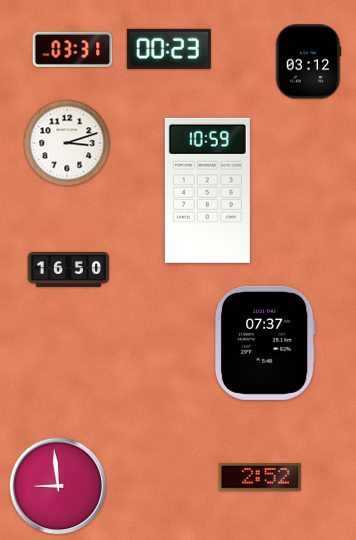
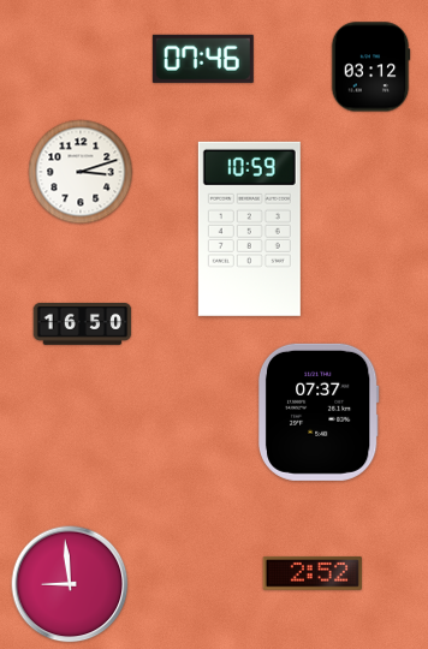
clock at (73, 49): 03:31 -> none
clock at (169, 49): 00:23 -> 07:46
clock at (308, 62) position: (308, 62) -> (370, 67)
